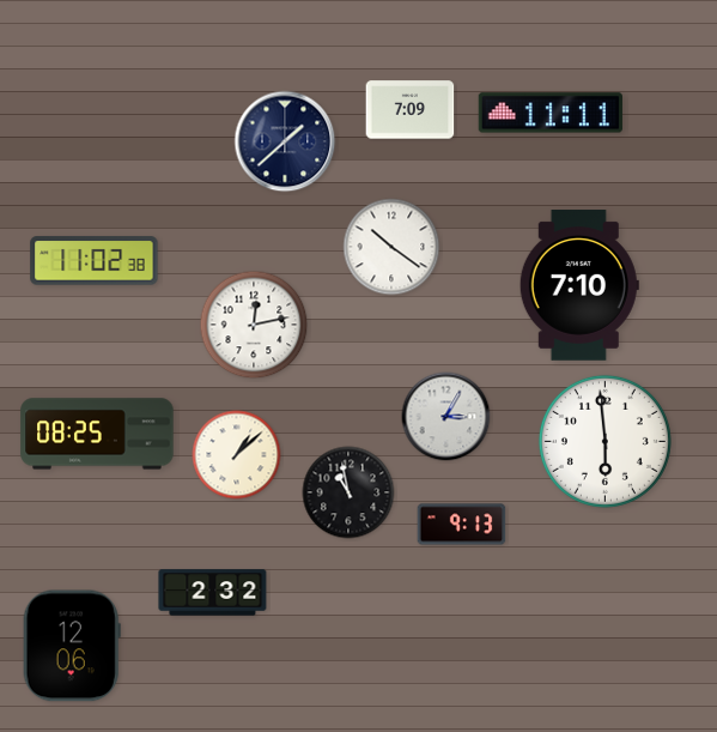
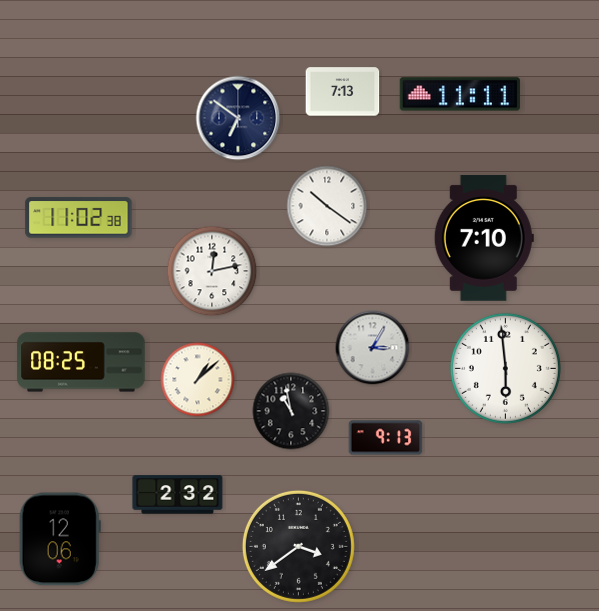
clock at (411, 110): 7:09 -> 7:13
clock at (285, 141): 1:38 -> 6:51
clock at (298, 546): none -> 3:39
